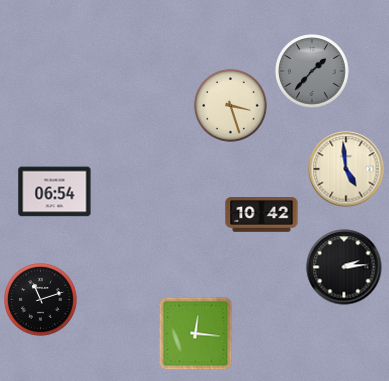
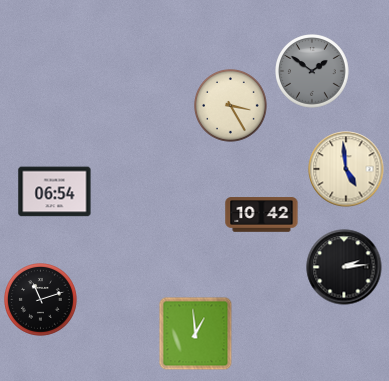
clock at (312, 71): 1:37 -> 1:51
clock at (231, 106): 3:27 -> 3:25
clock at (196, 334): 12:16 -> 12:59
